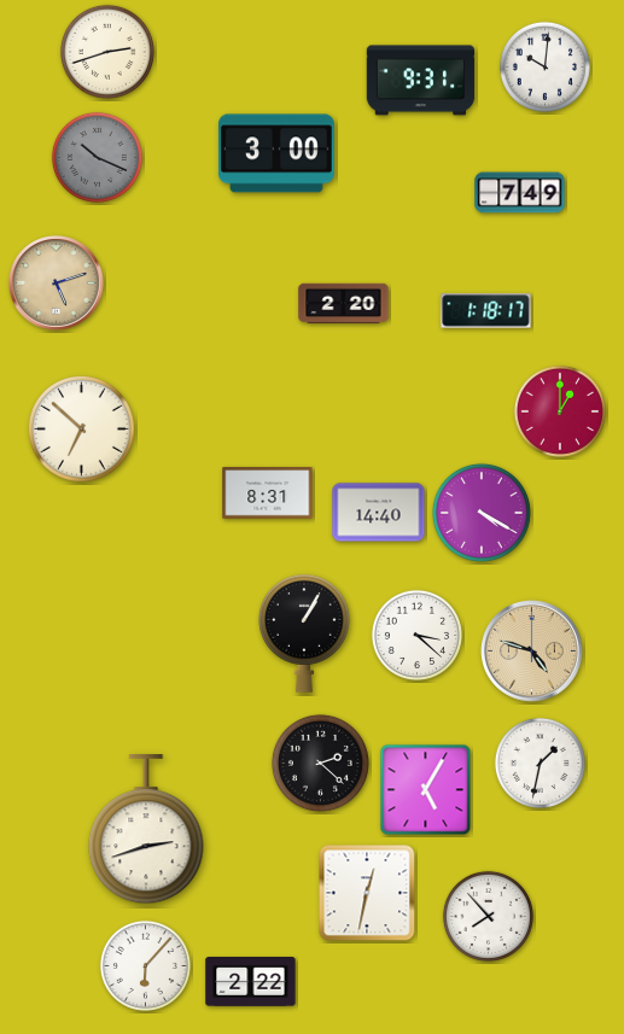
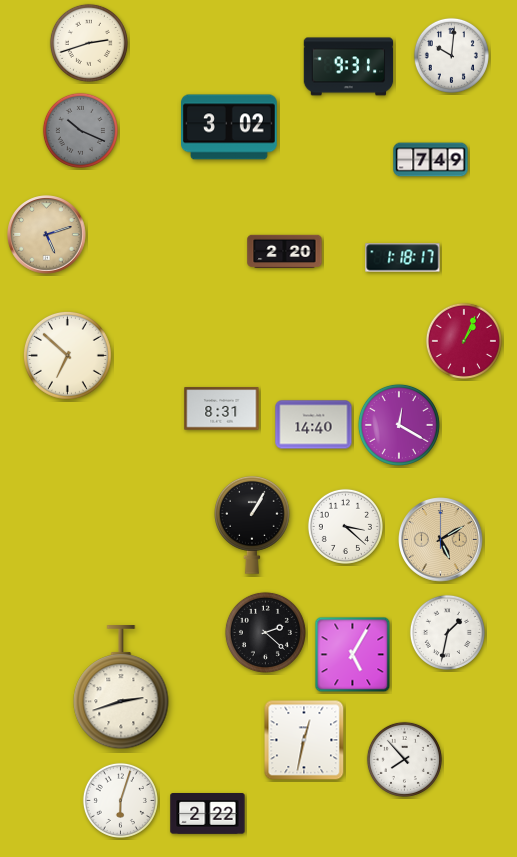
clock at (278, 153): 3:00 -> 3:02
clock at (560, 411): 1:00 -> 1:04
clock at (482, 513): 4:20 -> 12:20
clock at (532, 652): 4:48 -> 5:10
clock at (145, 965): 6:07 -> 6:03
